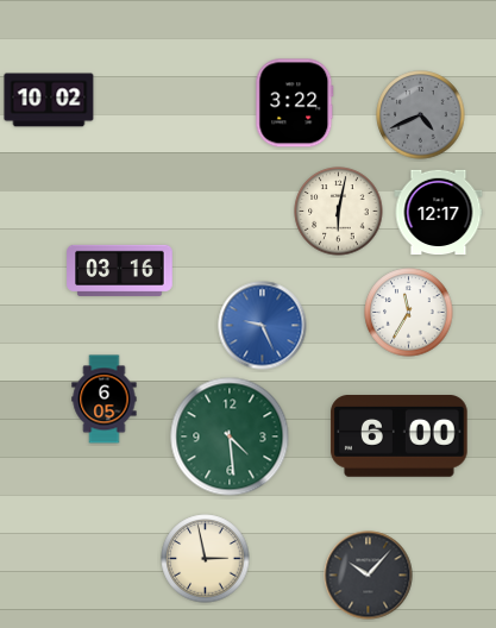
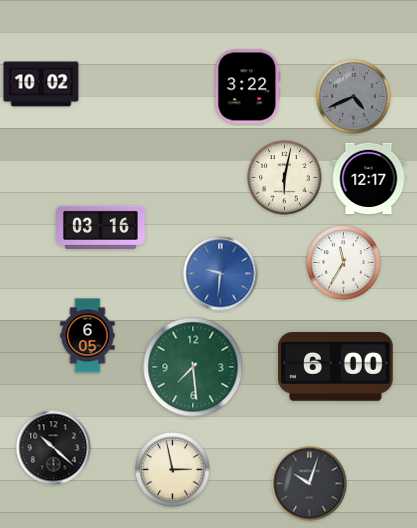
clock at (263, 326): 9:26 -> 9:31
clock at (230, 437): 4:29 -> 7:29
clock at (54, 448): none -> 10:22
clock at (369, 576): 10:07 -> 10:03
